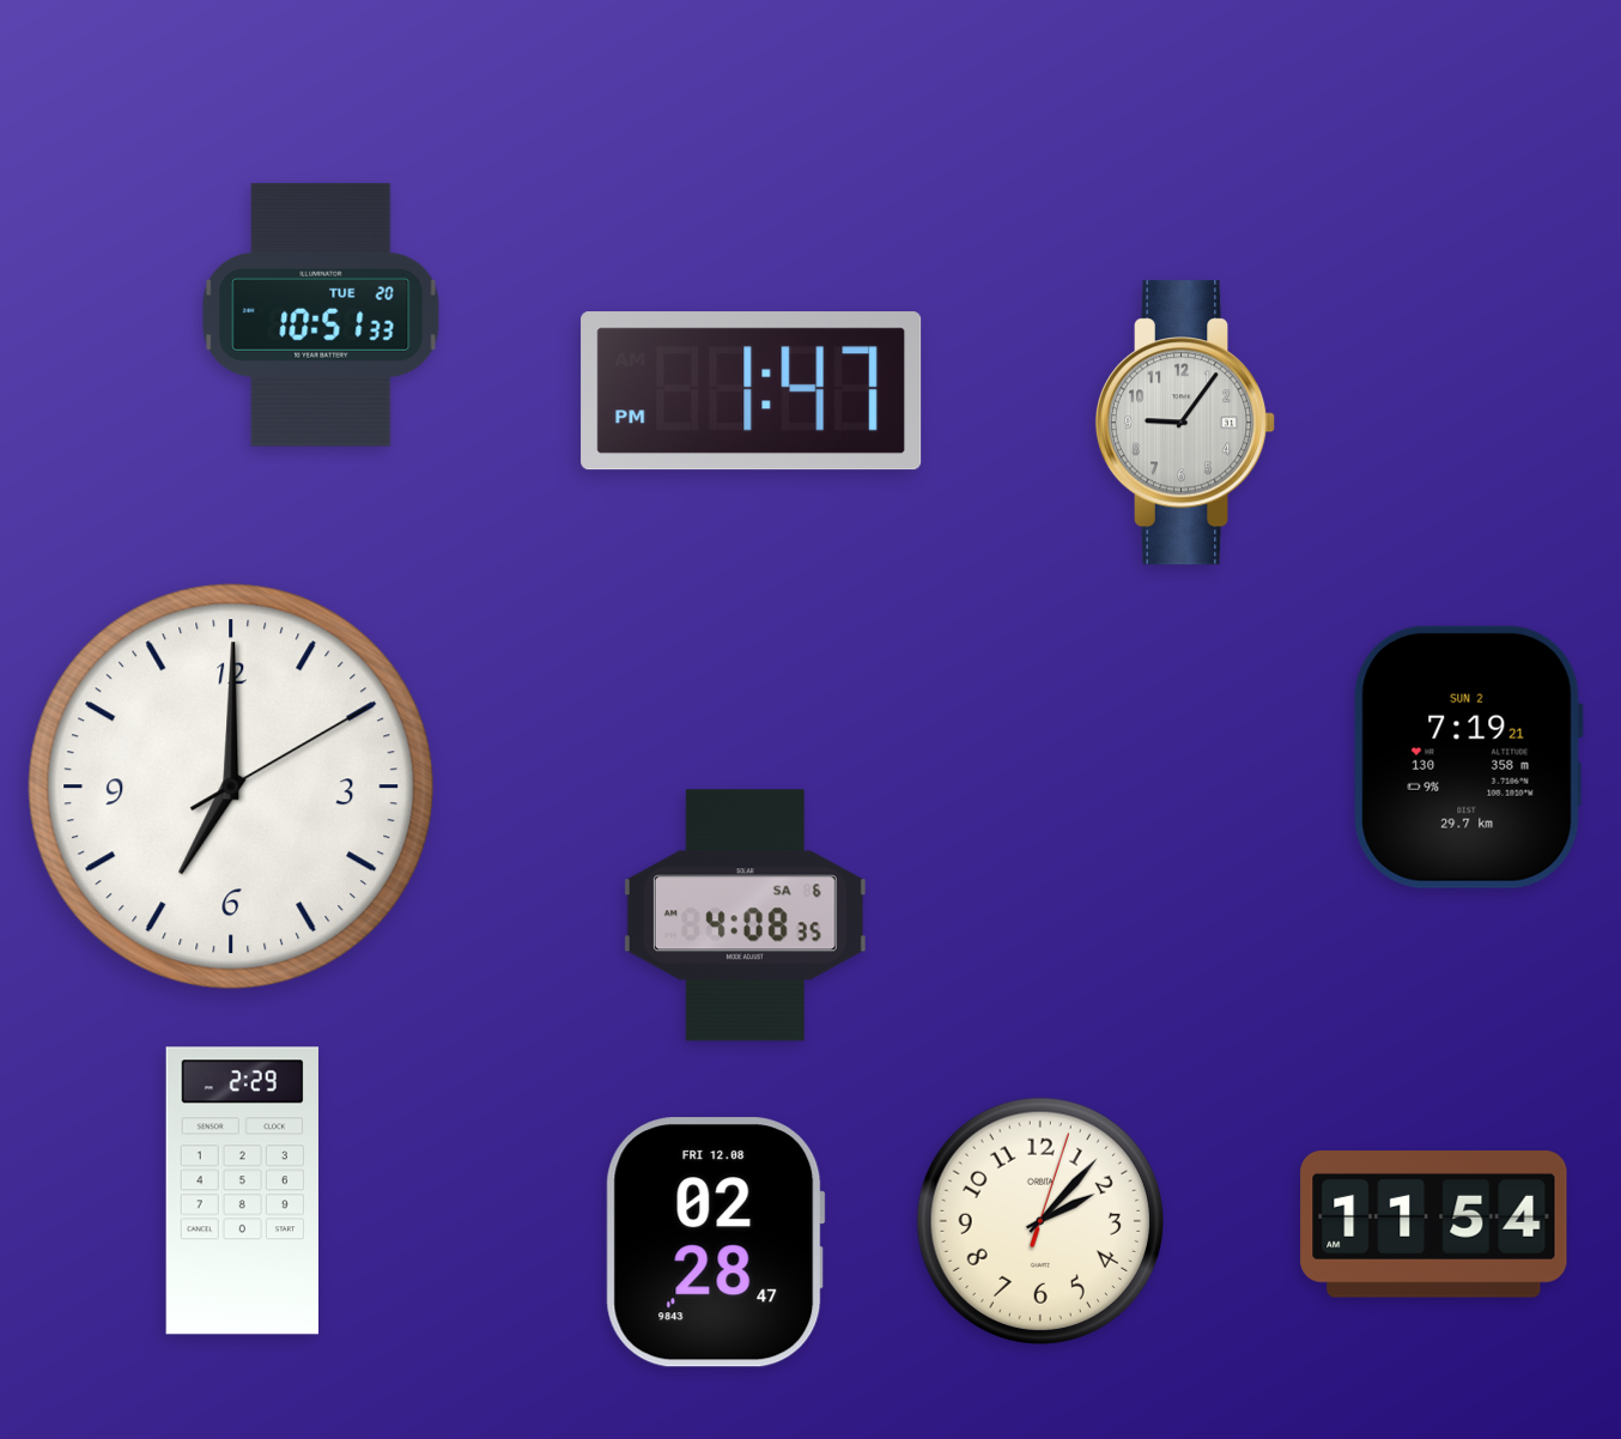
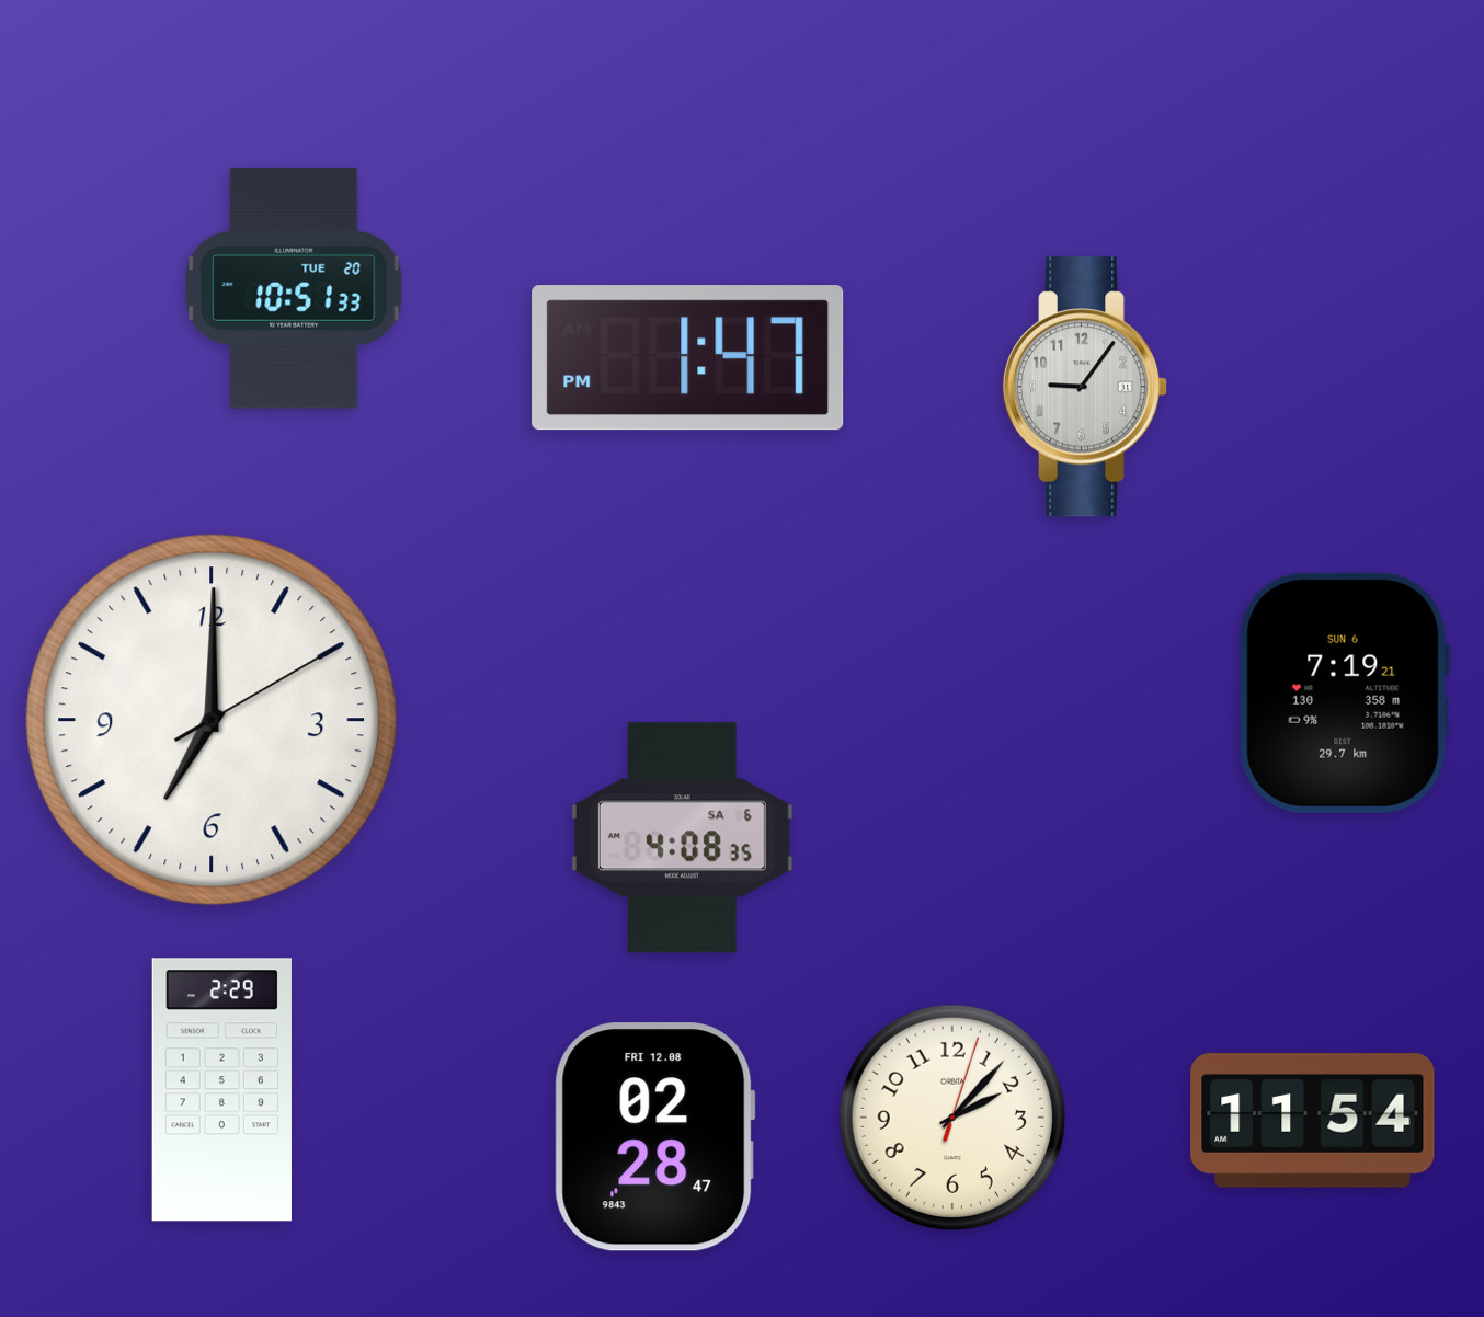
clock at (1468, 757) date: SUN 2 -> SUN 6
